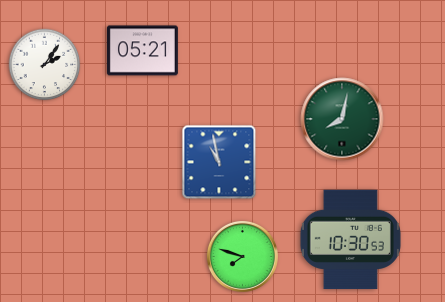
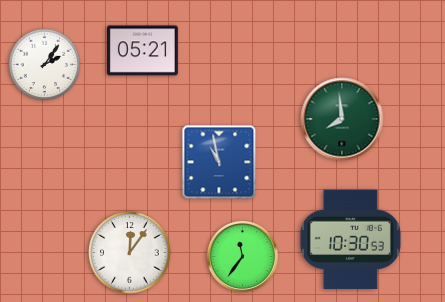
clock at (342, 119): 8:02 -> 7:59
clock at (130, 253): none -> 12:06
clock at (242, 256): 7:48 -> 11:36
